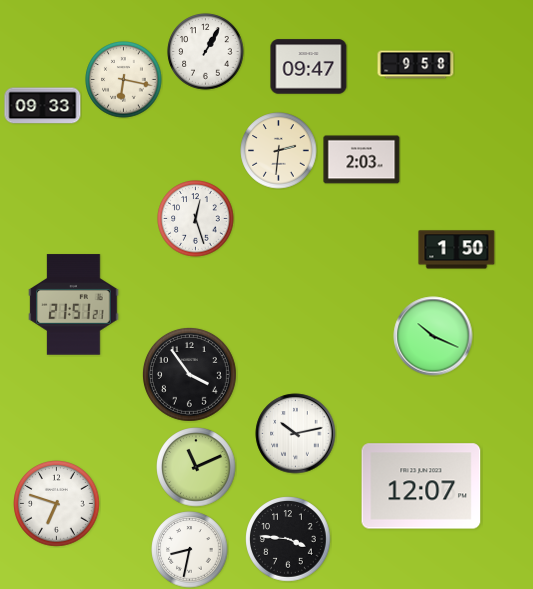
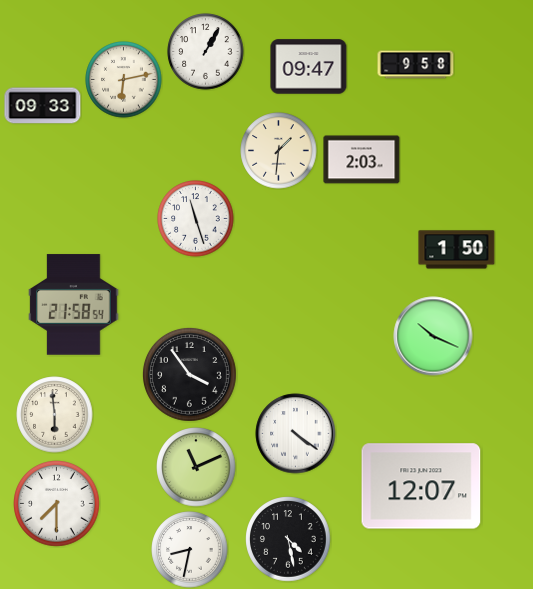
clock at (124, 80): 6:17 -> 6:13
clock at (279, 151): 2:31 -> 1:31
clock at (196, 219): 12:27 -> 11:27
clock at (74, 305): 21:51 -> 21:58
clock at (55, 415): none -> 5:59
clock at (296, 434): 10:13 -> 4:21
clock at (57, 504): 6:48 -> 7:30
clock at (288, 539): 3:46 -> 4:28
